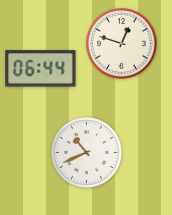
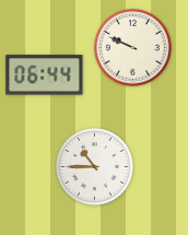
clock at (122, 44): 12:48 -> 9:49
clock at (87, 153): 10:41 -> 10:45
